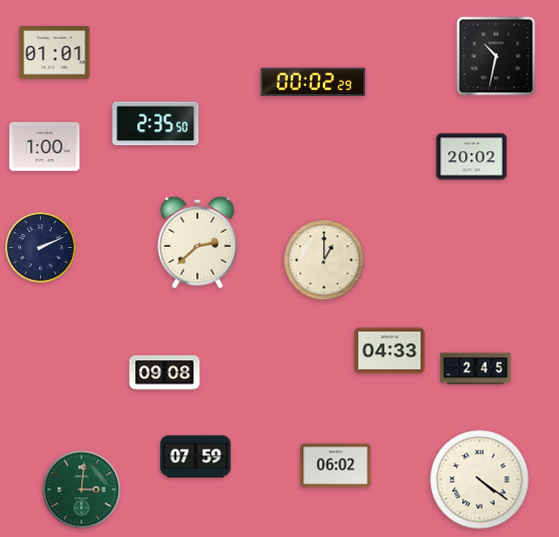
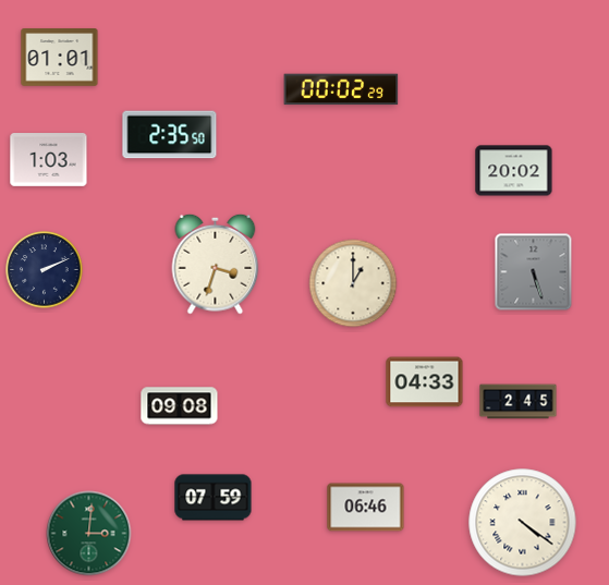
clock at (496, 56): 10:32 -> none
clock at (45, 147): 1:00 -> 1:03
clock at (198, 242): 2:38 -> 3:33
clock at (534, 272): none -> 5:27
clock at (336, 466): 06:02 -> 06:46
